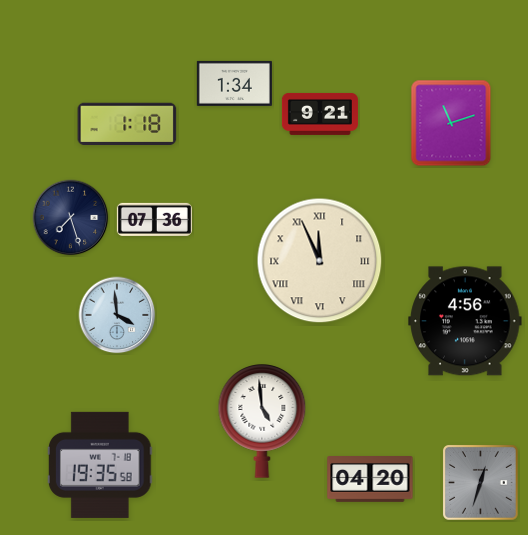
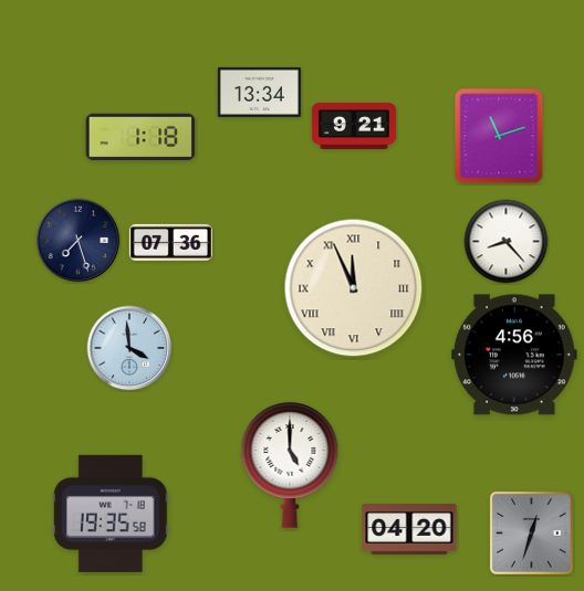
clock at (234, 83): 1:34 -> 13:34
clock at (507, 242): none -> 8:23
clock at (262, 422): 4:59 -> 5:00
